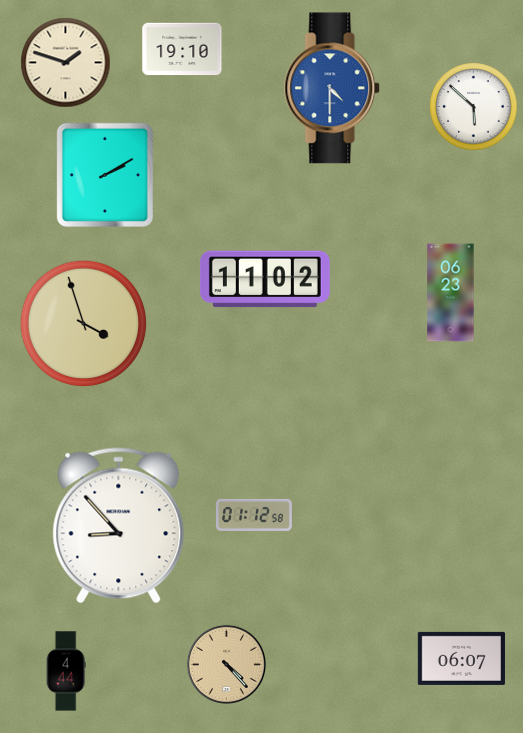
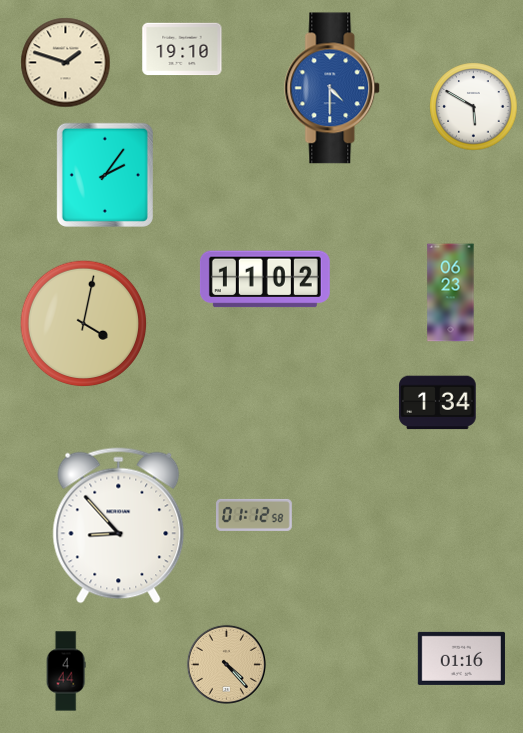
clock at (474, 107): 5:52 -> 5:50
clock at (105, 175): 2:10 -> 2:06
clock at (84, 324): 3:57 -> 4:02
clock at (438, 403): none -> 1:34
clock at (461, 658): 06:07 -> 01:16
